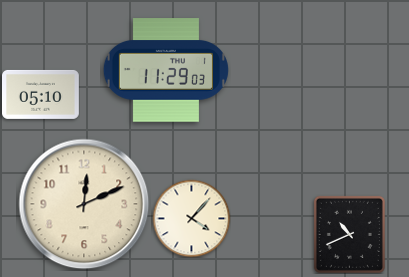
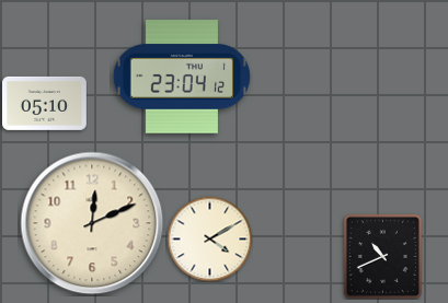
clock at (166, 70): 11:29 -> 23:04
clock at (191, 218): 4:07 -> 4:10
